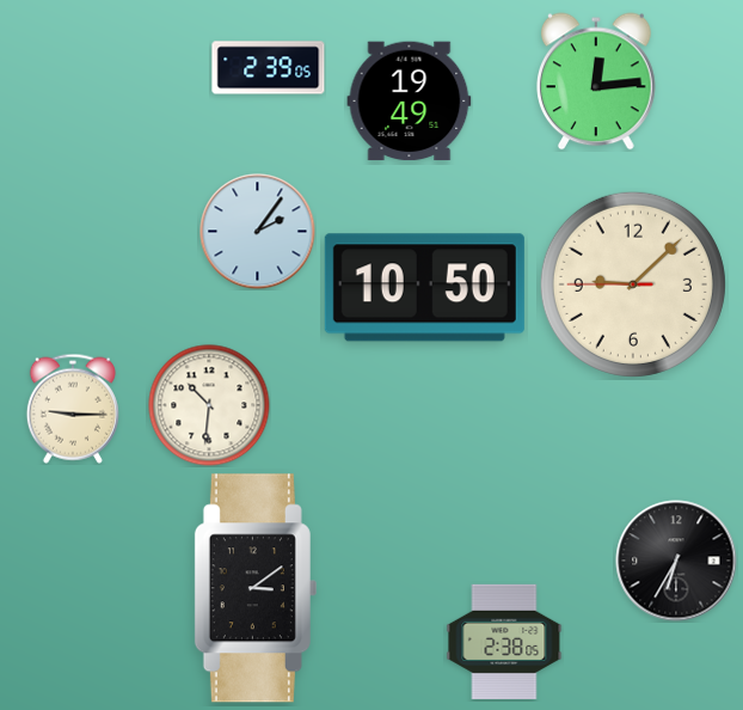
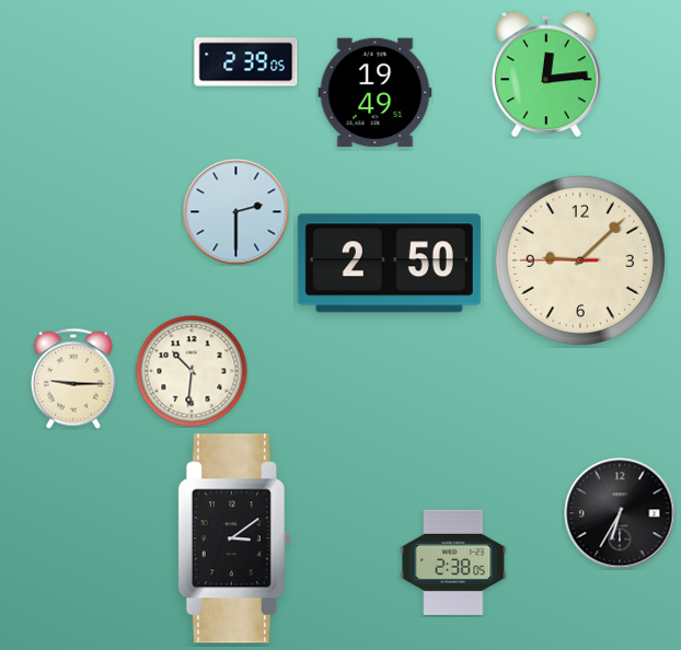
clock at (258, 232): 2:06 -> 2:30
clock at (424, 288): 10:50 -> 2:50
clock at (73, 409) position: (73, 409) -> (73, 379)
clock at (504, 642) position: (504, 642) -> (453, 562)
